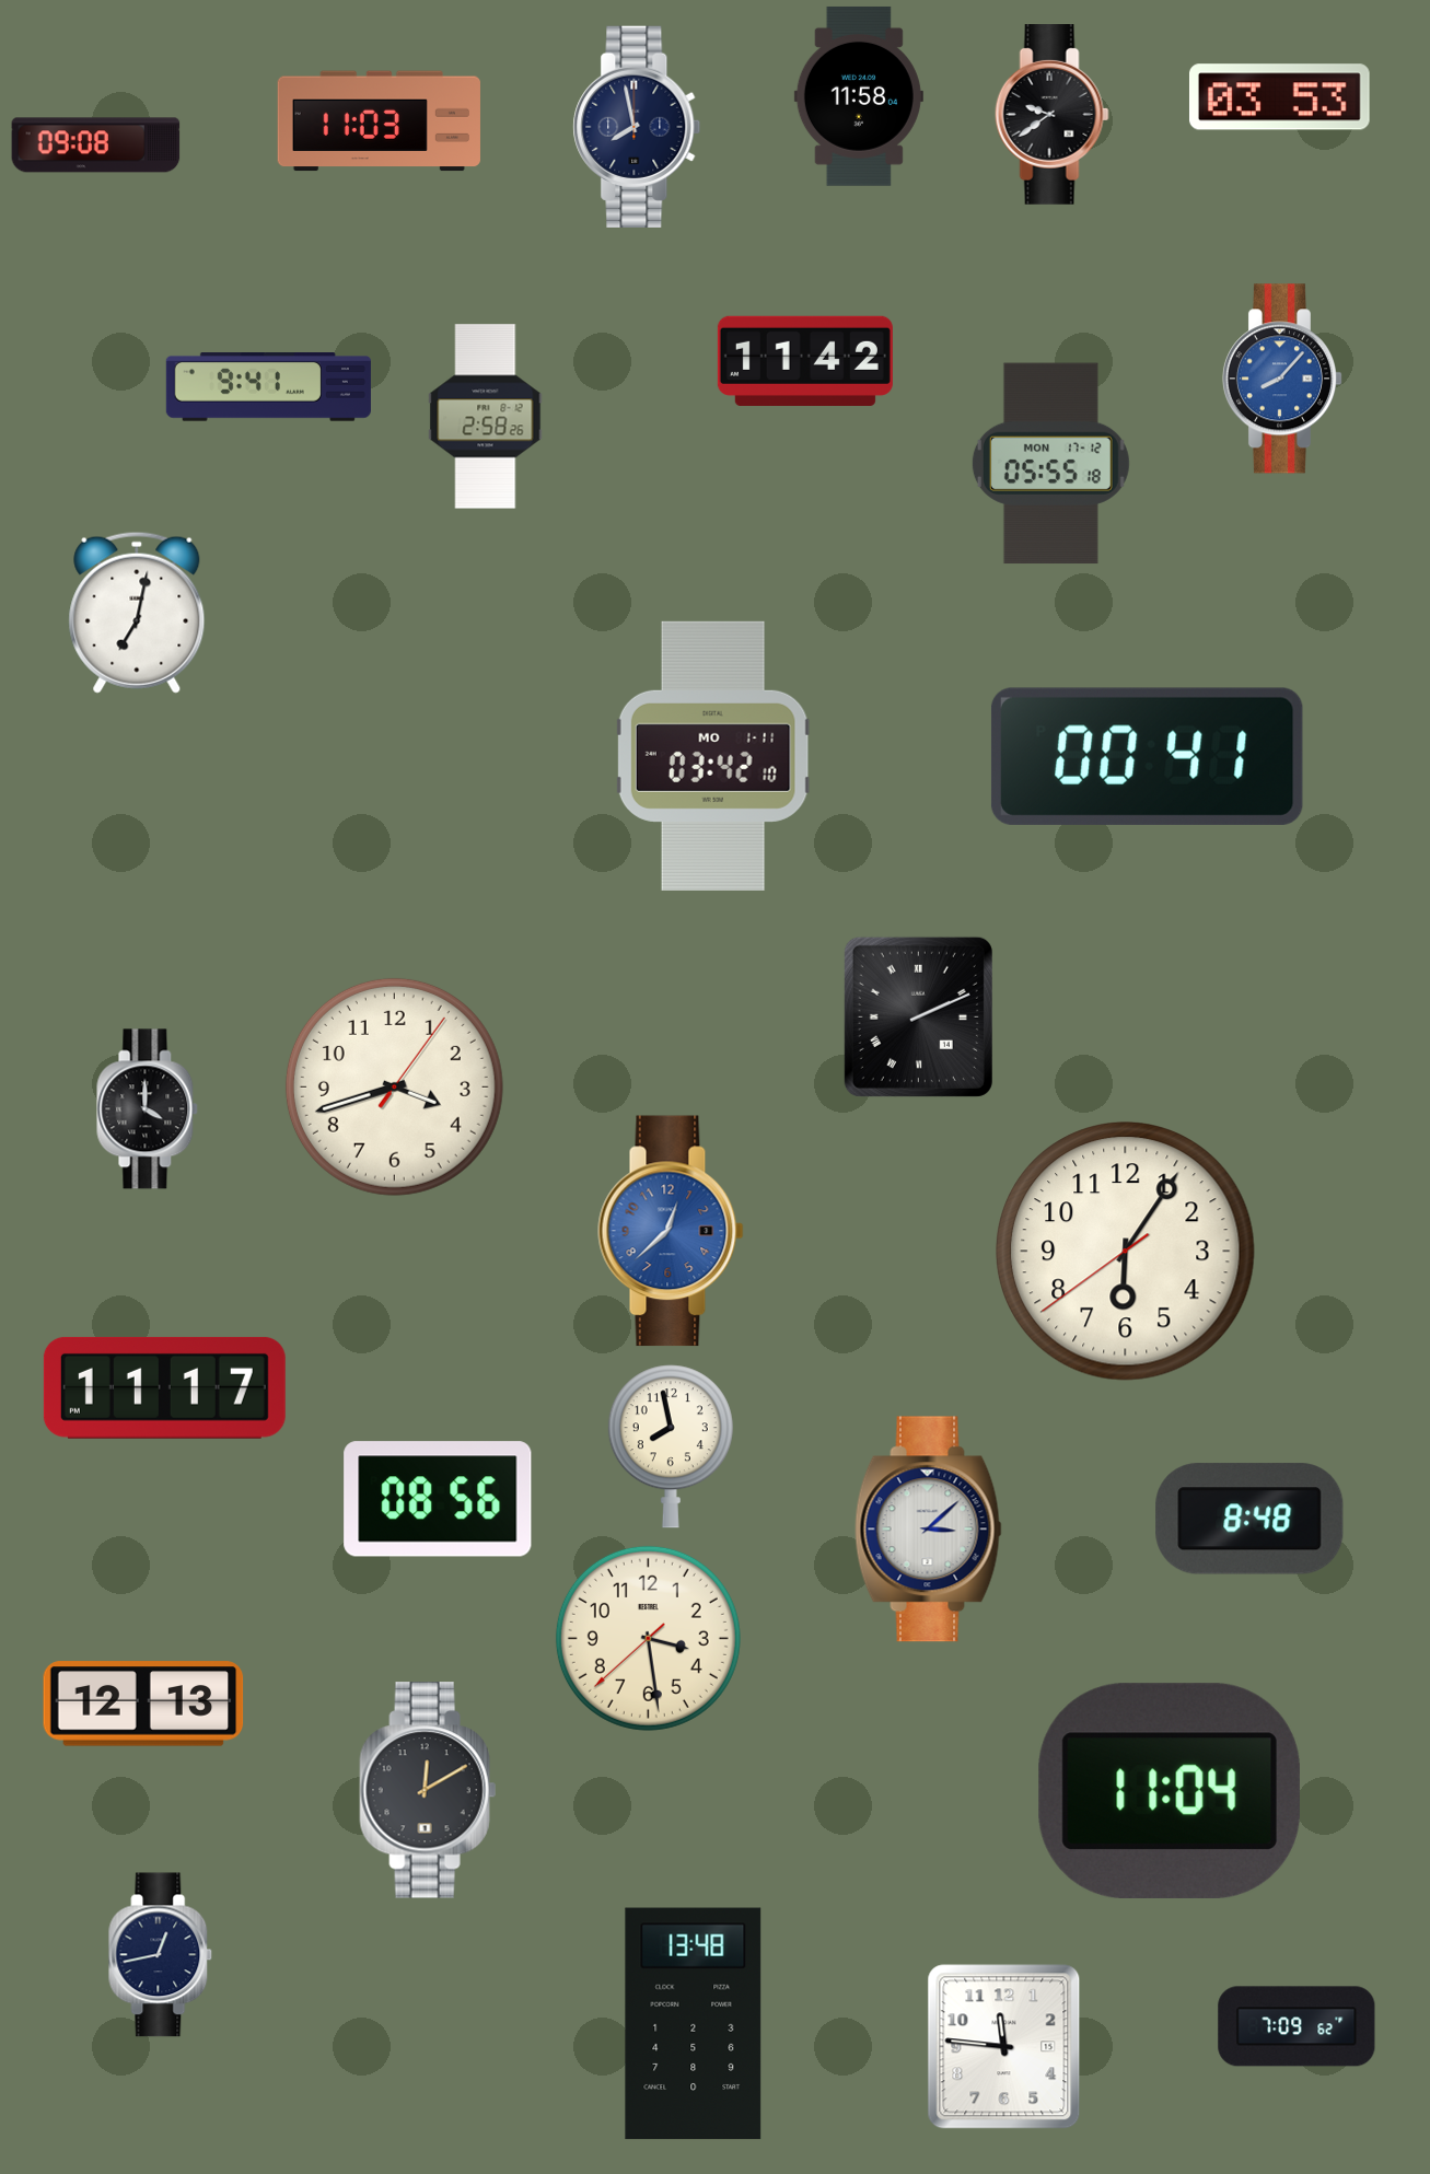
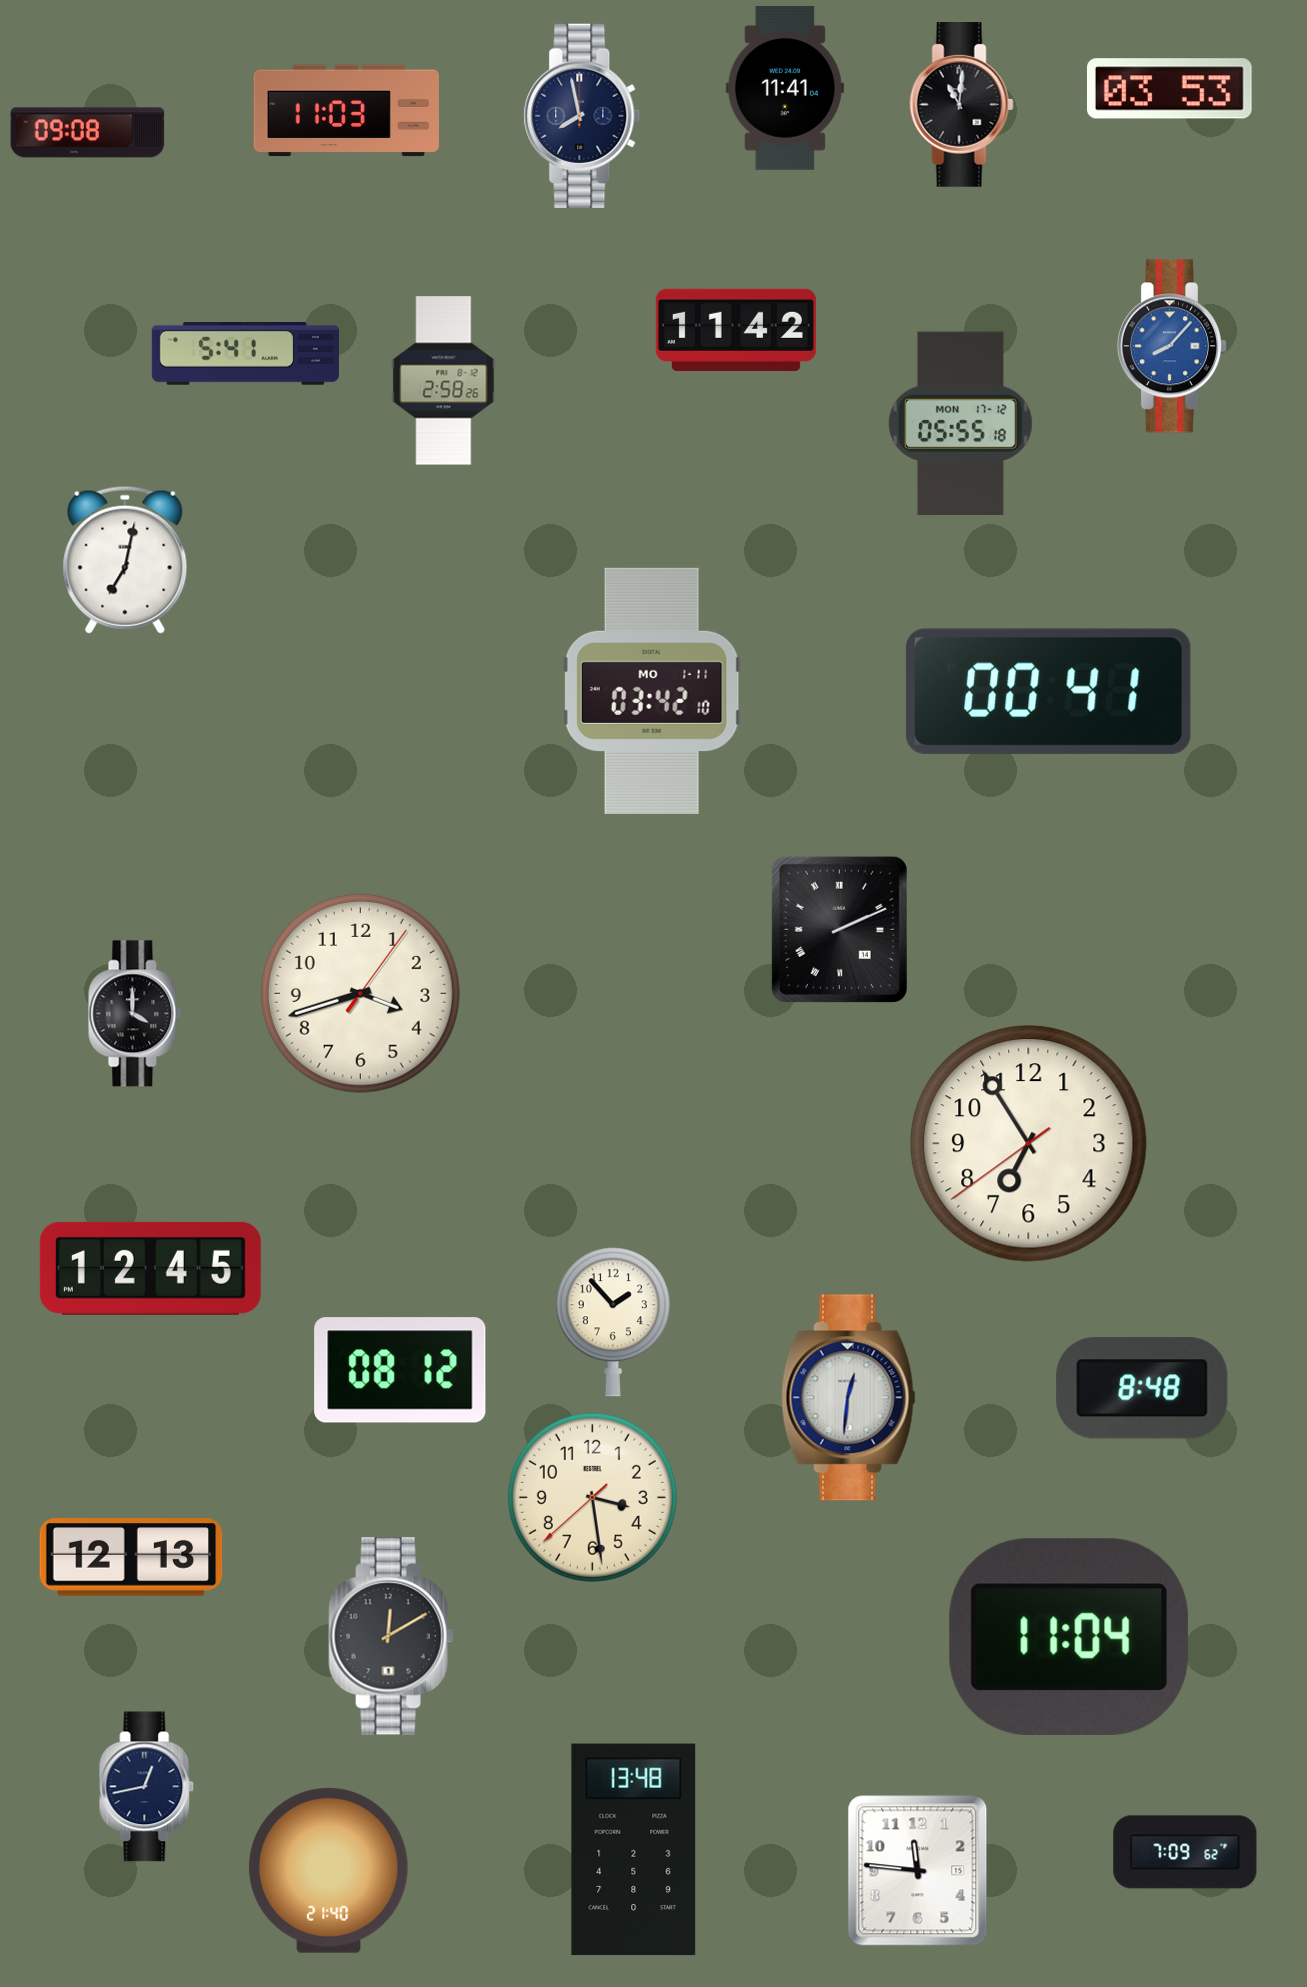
clock at (859, 96): 11:58 -> 11:41
clock at (1051, 115): 9:39 -> 11:01
clock at (268, 387): 9:41 -> 5:41
clock at (671, 1231): 12:38 -> none
clock at (1126, 1252): 6:05 -> 6:54
clock at (164, 1387): 11:17 -> 12:45
clock at (671, 1446): 7:58 -> 1:53
clock at (438, 1499): 08:56 -> 08:12
clock at (929, 1530): 3:08 -> 12:31
clock at (329, 1870): none -> 21:40
